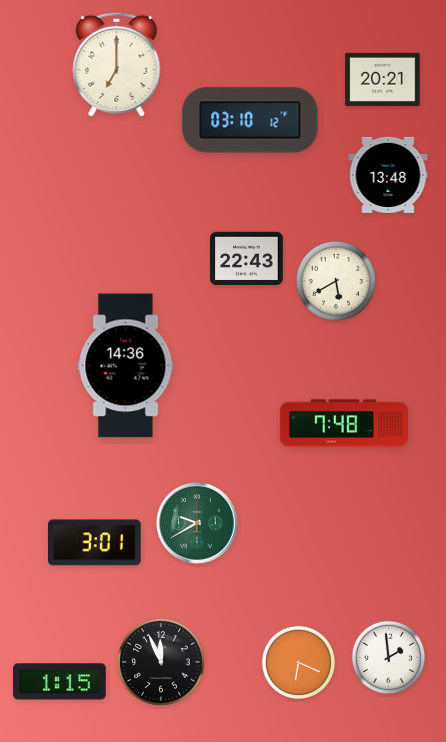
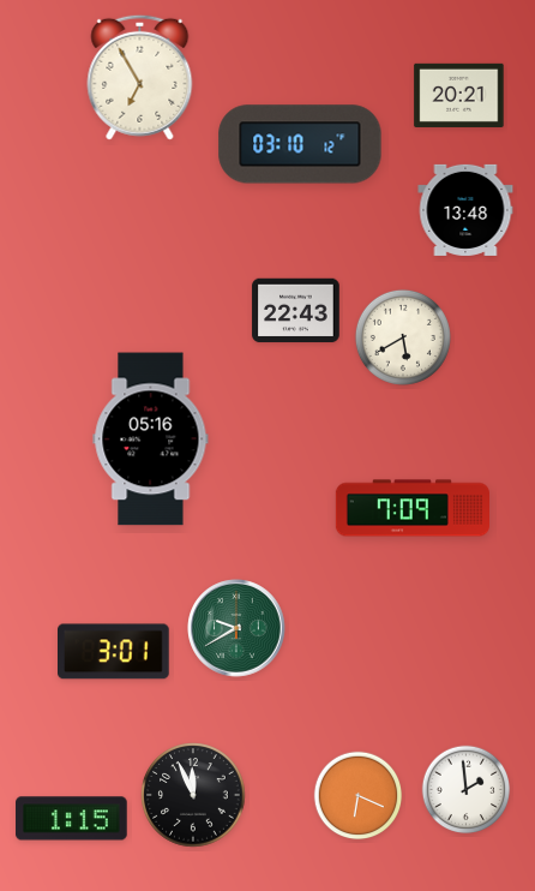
clock at (117, 64): 7:00 -> 6:55
clock at (126, 366): 14:36 -> 05:16
clock at (343, 423): 7:48 -> 7:09
